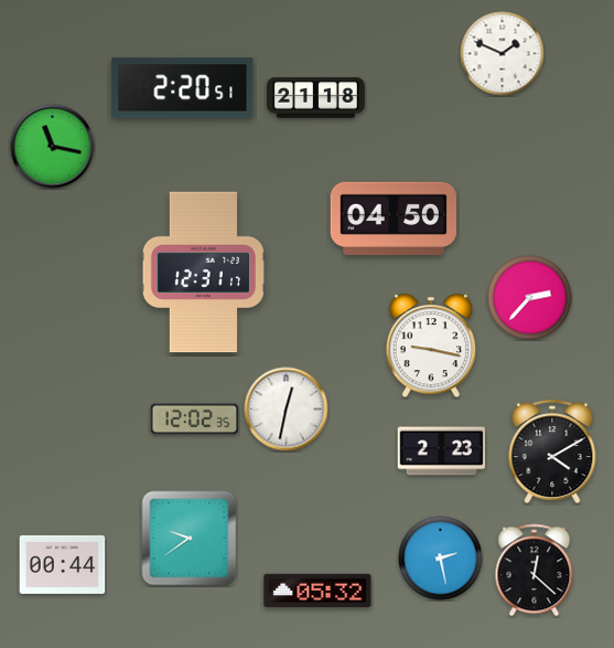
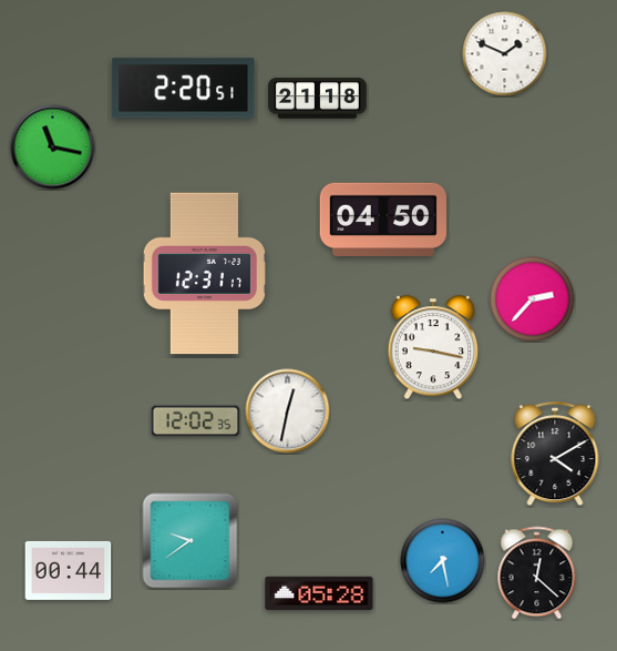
clock at (394, 217) position: (394, 217) -> (383, 218)
clock at (442, 452): 2:23 -> none
clock at (441, 559): 2:28 -> 7:28
clock at (63, 564) position: (63, 564) -> (69, 570)
clock at (317, 591): 05:32 -> 05:28
